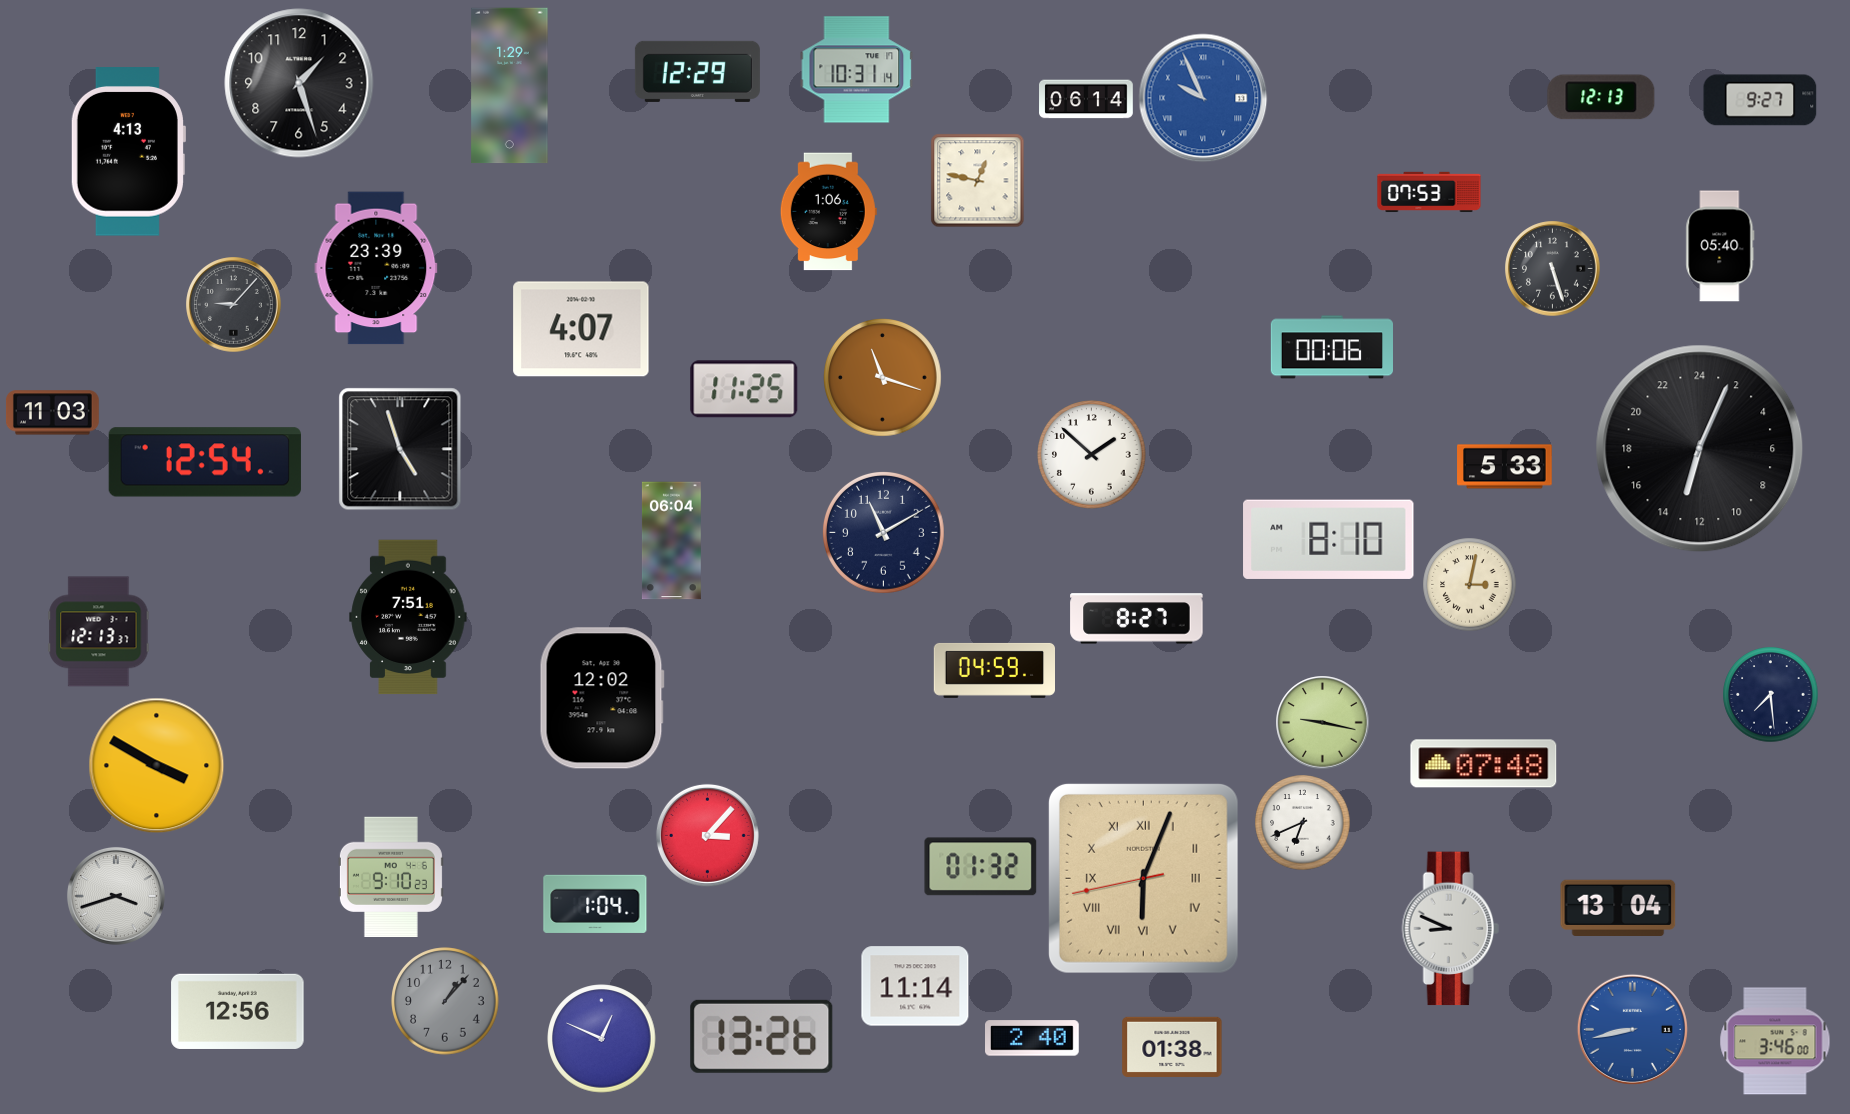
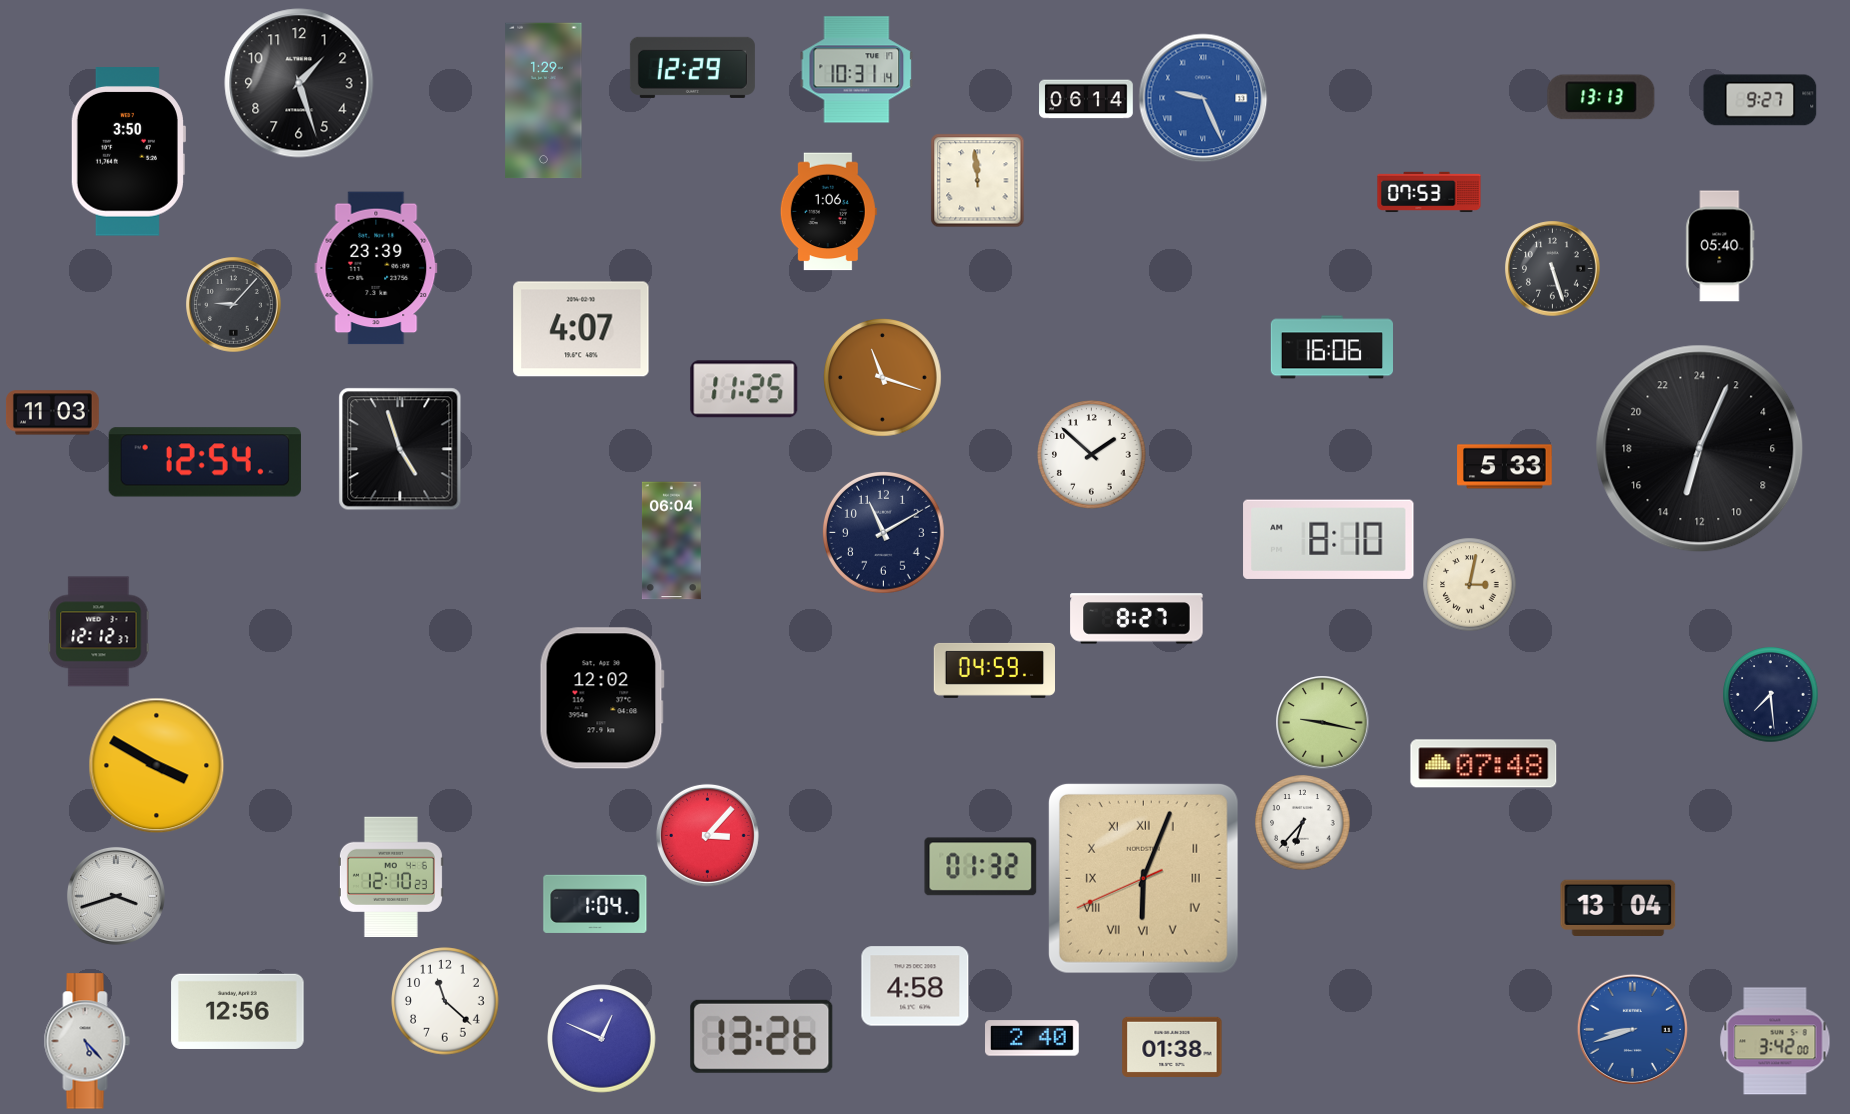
clock at (697, 71) position: (697, 71) -> (692, 67)
clock at (510, 86) position: (510, 86) -> (544, 101)
clock at (1601, 97): 12:13 -> 13:13
clock at (1203, 98): 9:56 -> 9:26
clock at (128, 152): 4:13 -> 3:50
clock at (978, 181): 12:47 -> 11:59
clock at (1331, 347): 00:06 -> 16:06
clock at (408, 617): 7:51 -> none
clock at (99, 632): 12:13 -> 12:12
clock at (1303, 823): 6:41 -> 6:37
clock at (391, 877): 9:10 -> 12:10
clock at (1143, 878): 6:03:43 -> 6:03:41
clock at (1450, 929): 8:49 -> none
clock at (915, 986): 11:14 -> 4:58
clock at (445, 1001): 1:07 -> 11:22
clock at (445, 1001) dial: grey -> white
clock at (1632, 1029): 8:43 -> 8:42
clock at (87, 1041): none -> 5:23
clock at (1775, 1041): 3:46 -> 3:42
